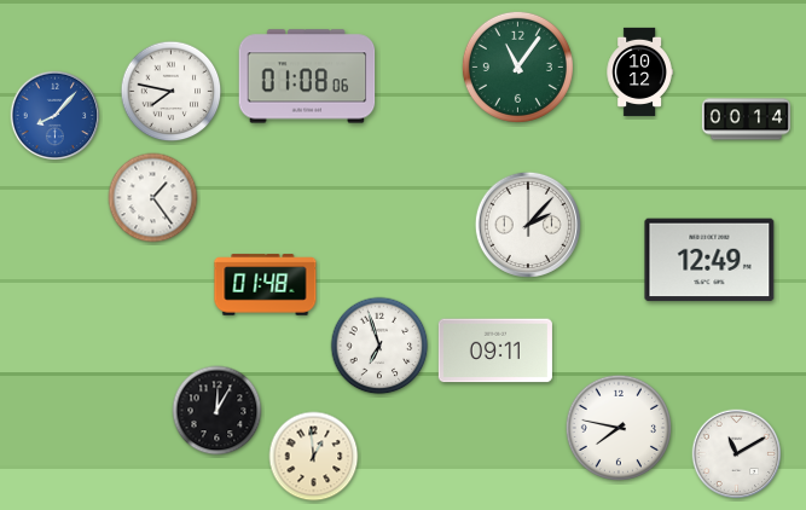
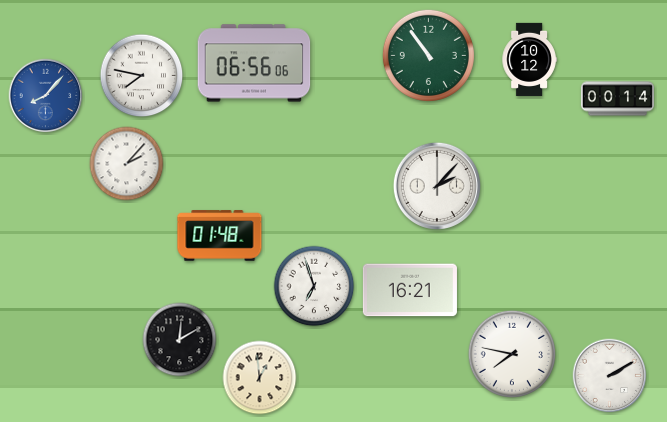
clock at (517, 66): 11:06 -> 10:54
clock at (307, 76): 01:08 -> 06:56
clock at (153, 198): 1:24 -> 2:07
clock at (709, 260): 12:49 -> none
clock at (495, 350): 09:11 -> 16:21
clock at (218, 411): 12:05 -> 12:10
clock at (737, 454): 11:10 -> 2:10
